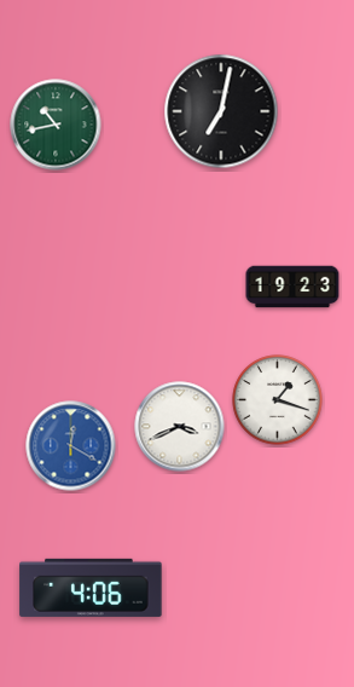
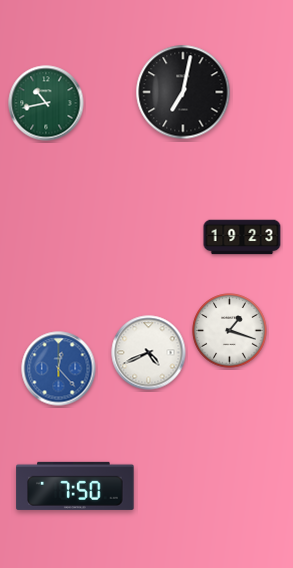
clock at (180, 427): 3:41 -> 4:41
clock at (71, 446): 12:20 -> 12:23
clock at (91, 588): 4:06 -> 7:50
